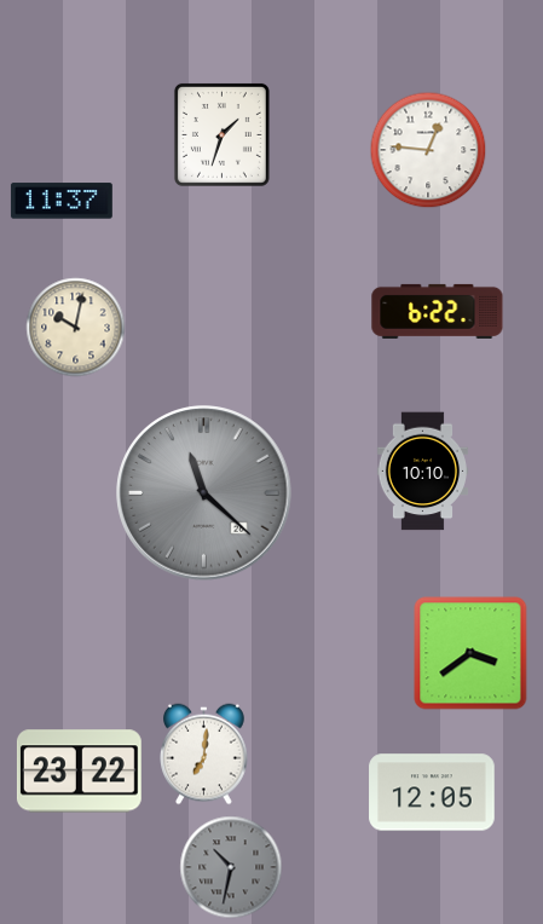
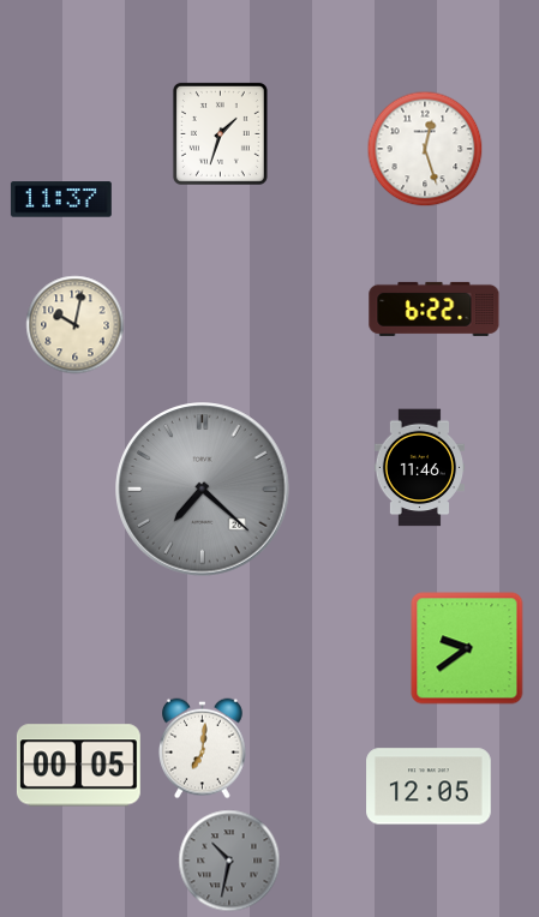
clock at (428, 150): 12:46 -> 12:27
clock at (422, 472): 10:10 -> 11:46
clock at (204, 493): 11:22 -> 7:22
clock at (470, 653): 3:39 -> 9:39
clock at (79, 772): 23:22 -> 00:05
